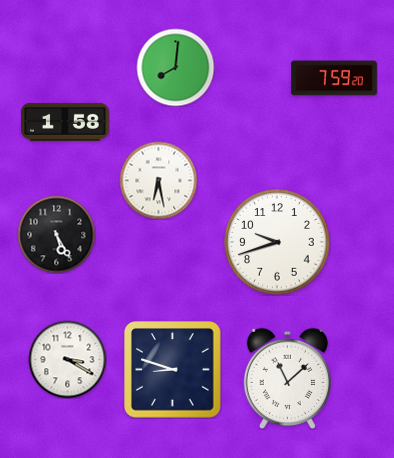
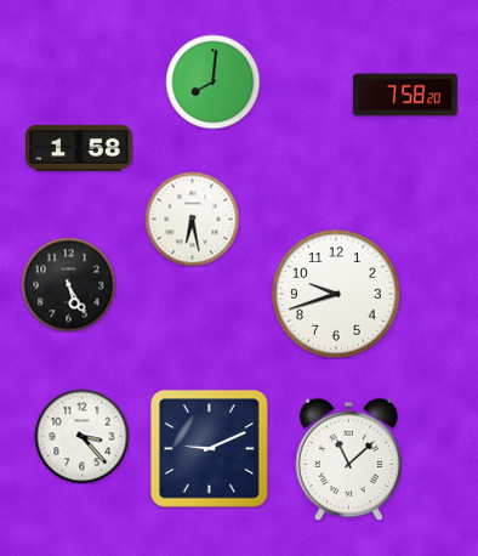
clock at (335, 78): 7:59 -> 7:58
clock at (67, 359): 3:20 -> 3:23
clock at (173, 370): 8:48 -> 9:11
